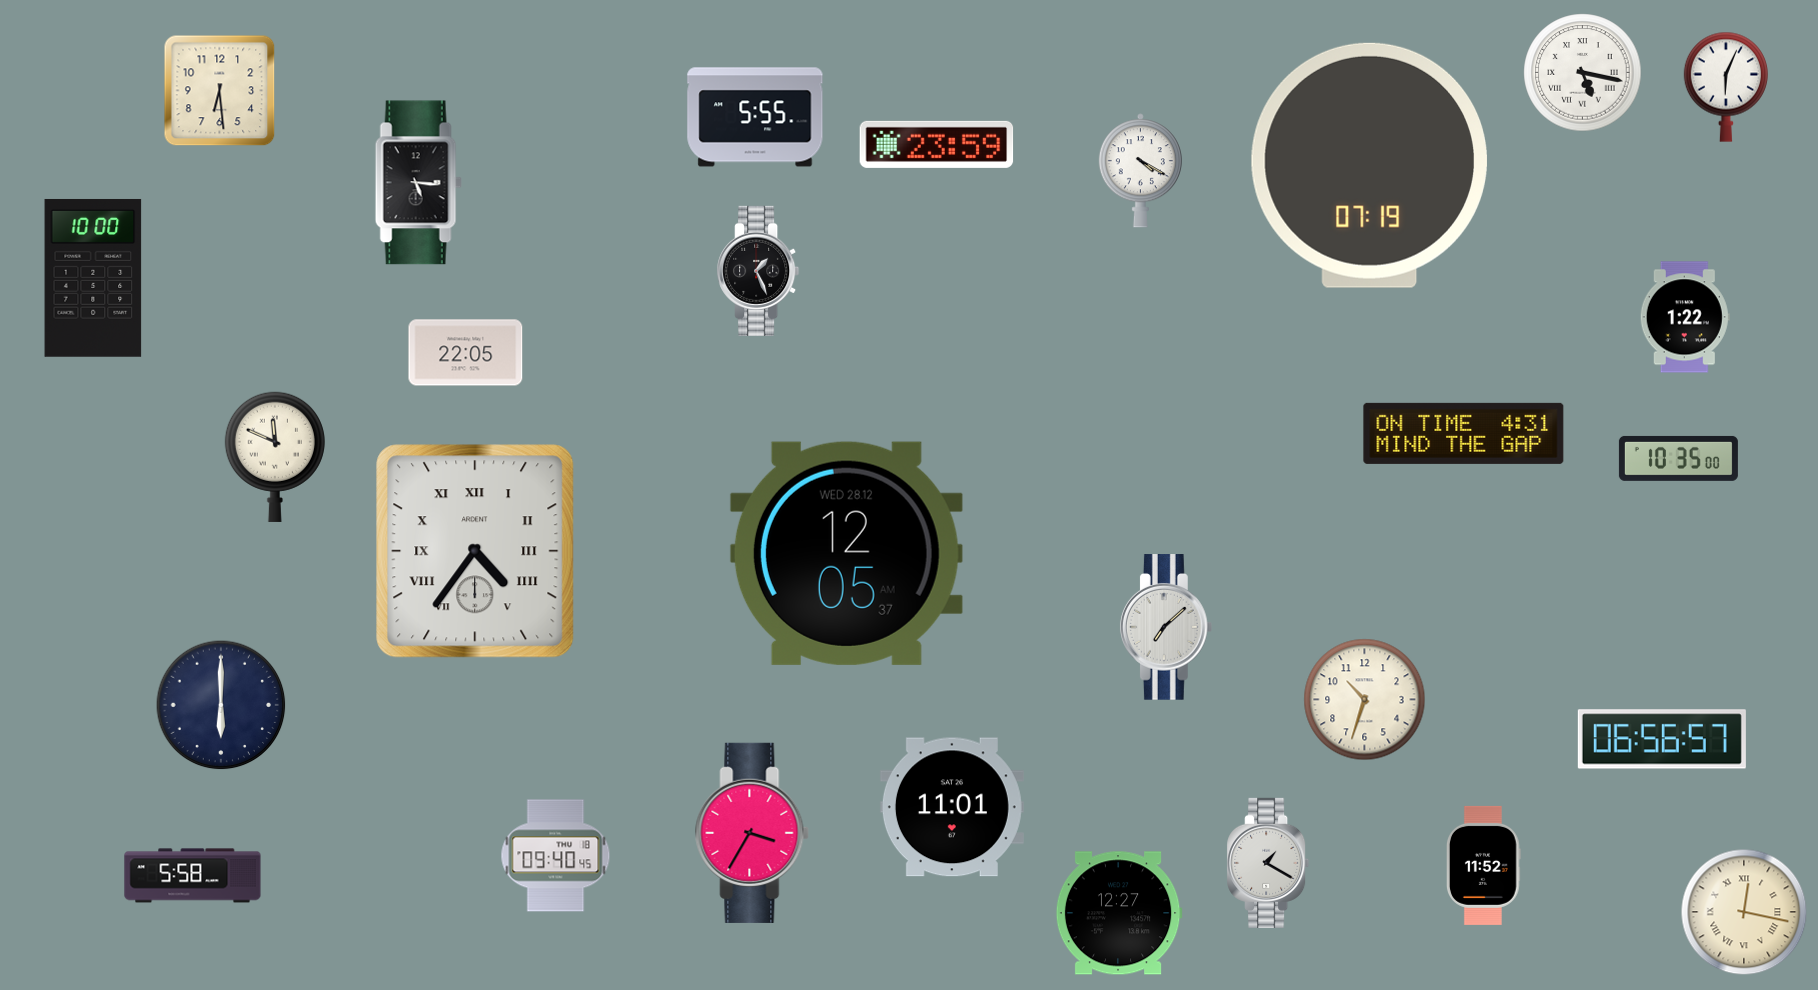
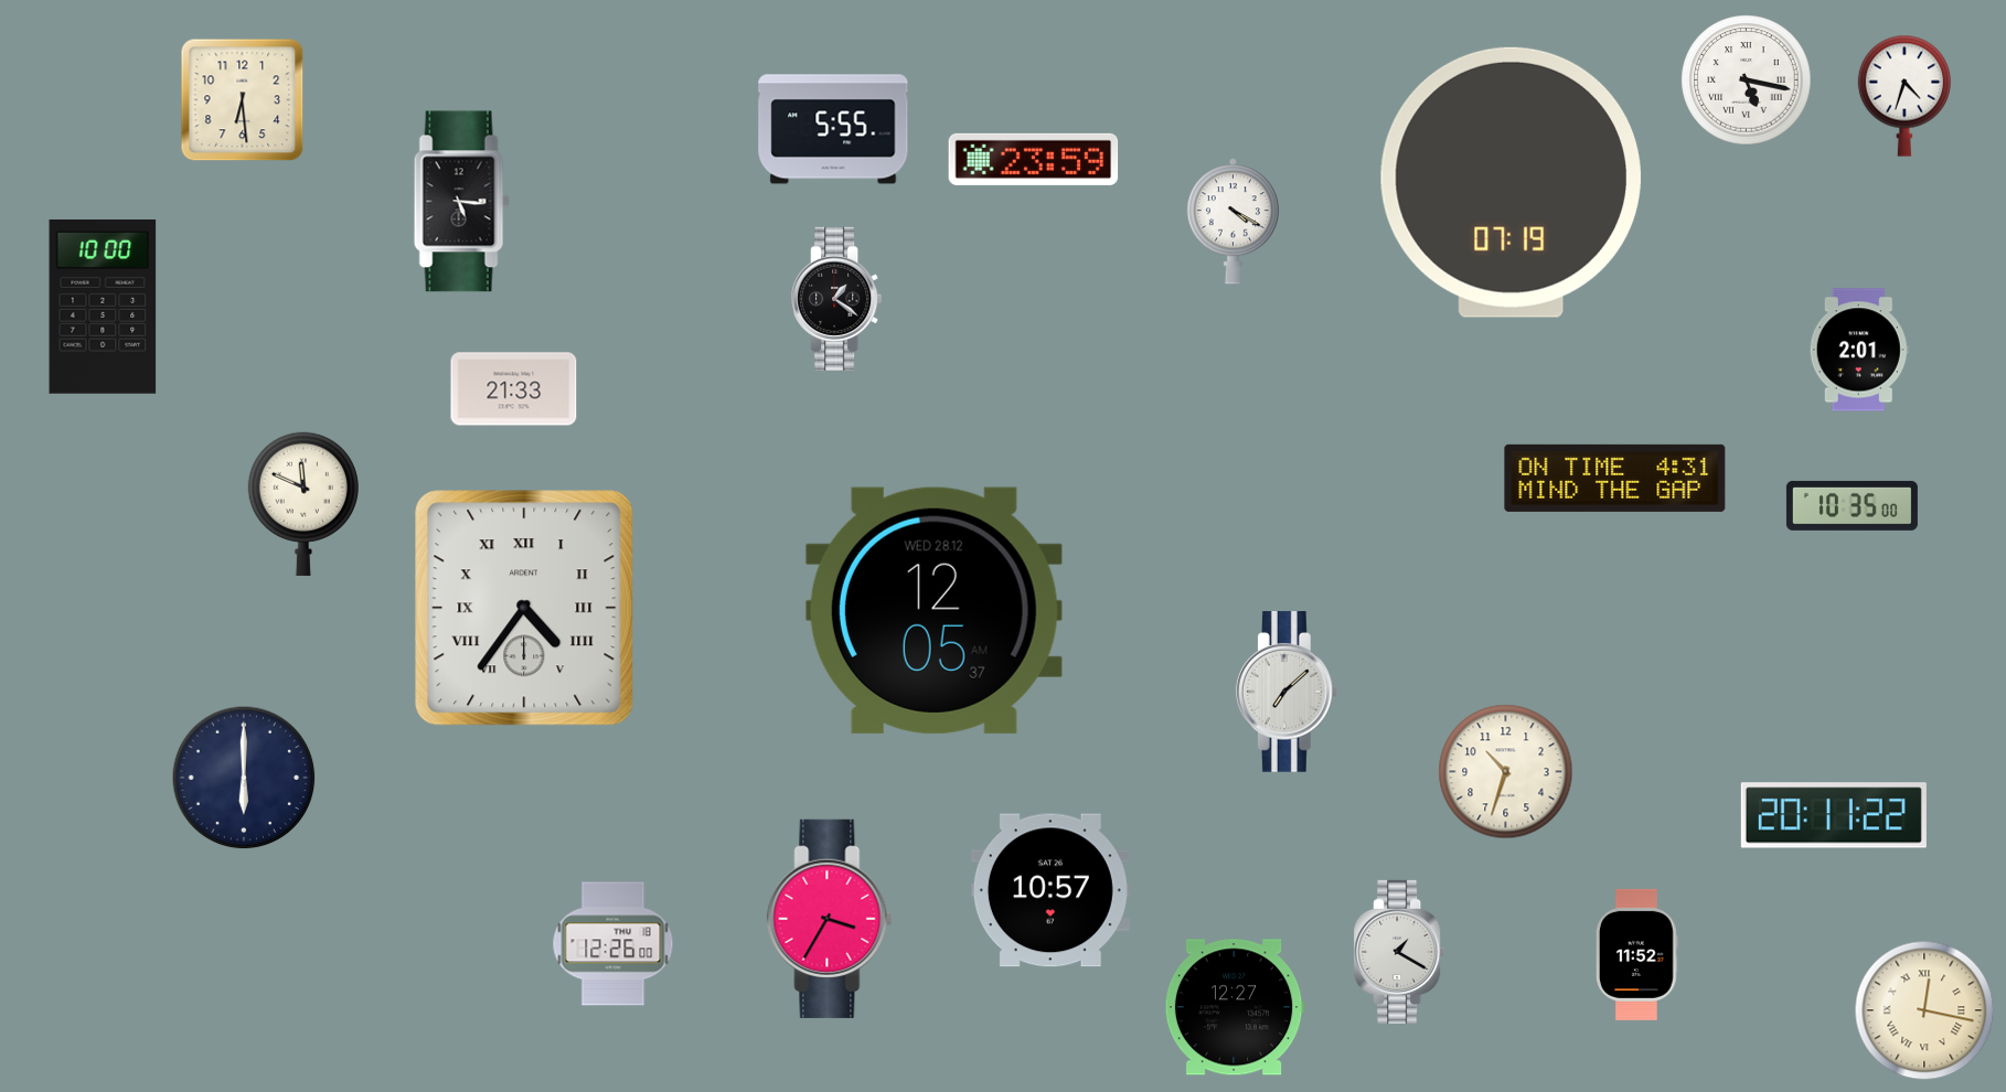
clock at (1725, 87): 6:04 -> 4:33
clock at (1140, 171) position: (1140, 171) -> (1233, 222)
clock at (758, 271): 1:26 -> 1:21
clock at (1685, 317): 1:22 -> 2:01
clock at (466, 353): 22:05 -> 21:33
clock at (1662, 739): 06:56 -> 20:11
clock at (952, 807): 11:01 -> 10:57
clock at (556, 856): 09:40 -> 12:26
clock at (193, 876): 5:58 -> none
clock at (1744, 912) position: (1744, 912) -> (1924, 1010)
